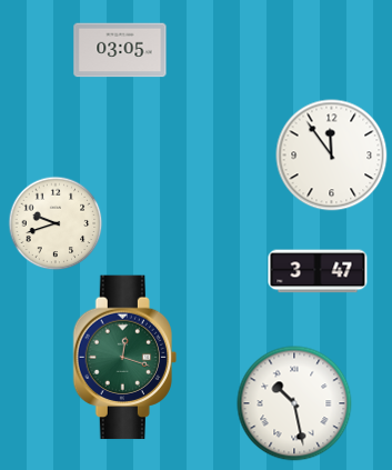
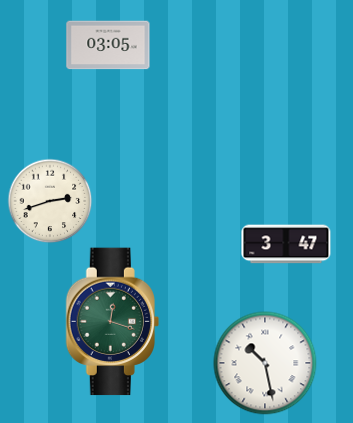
clock at (332, 156): 11:54 -> none
clock at (56, 223): 9:42 -> 2:42
